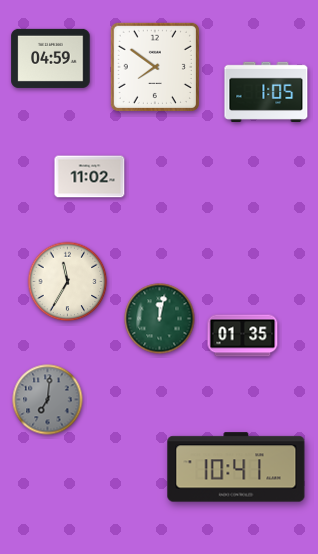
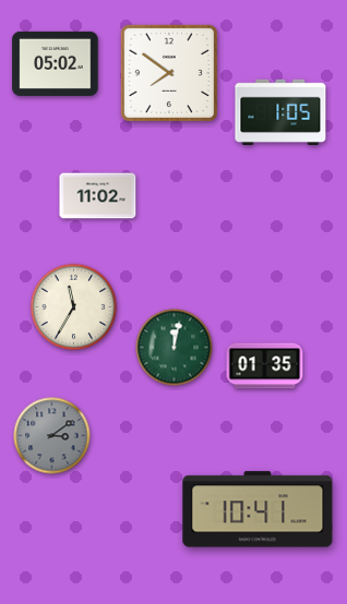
clock at (51, 58): 04:59 -> 05:02
clock at (266, 91) position: (266, 91) -> (280, 111)
clock at (90, 177) position: (90, 177) -> (98, 196)
clock at (48, 400): 7:01 -> 3:09
